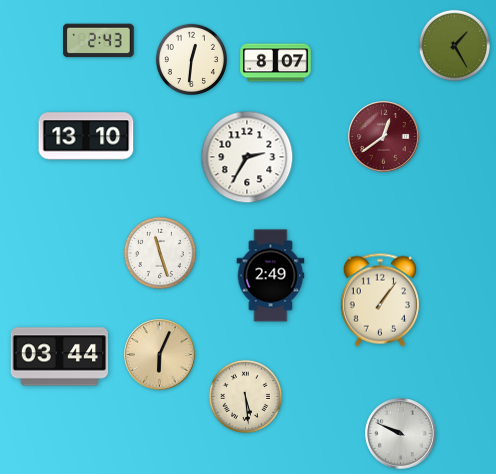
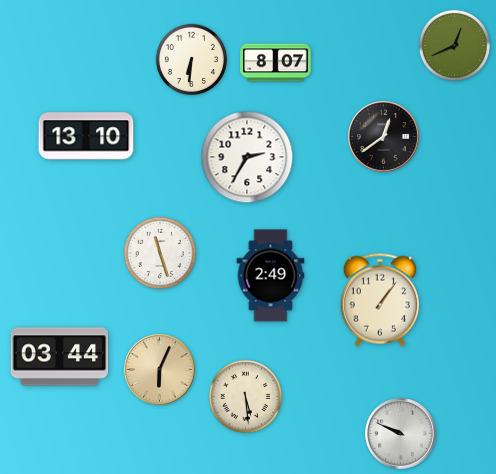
clock at (99, 41): 2:43 -> none
clock at (454, 45): 1:25 -> 12:41
clock at (191, 59): 12:31 -> 6:31
clock at (384, 137) dial: burgundy -> black
clock at (160, 355) position: (160, 355) -> (160, 370)
